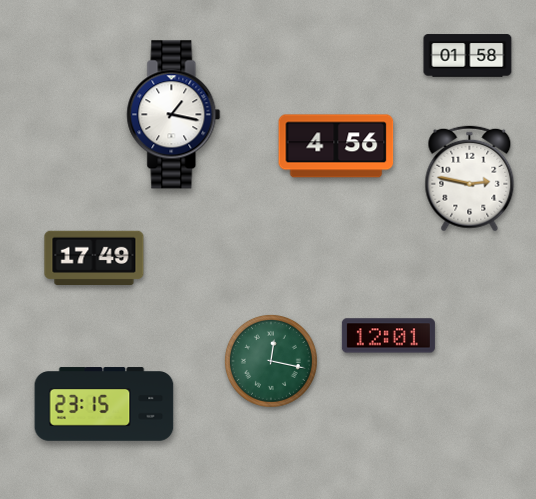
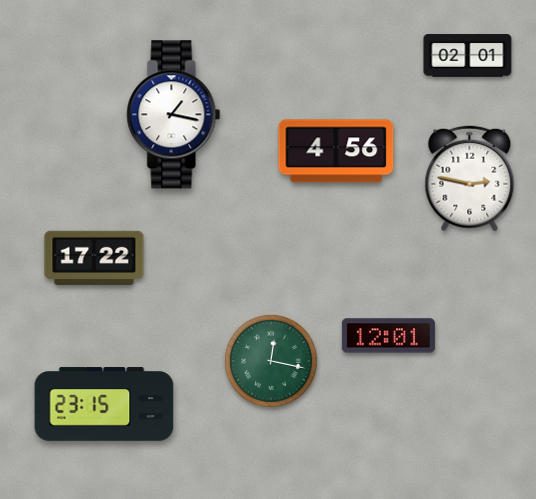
clock at (468, 56): 01:58 -> 02:01
clock at (336, 146) position: (336, 146) -> (336, 151)
clock at (94, 258): 17:49 -> 17:22
